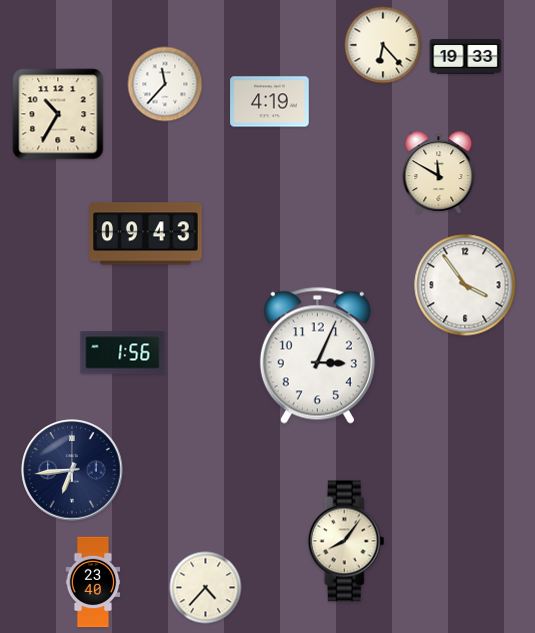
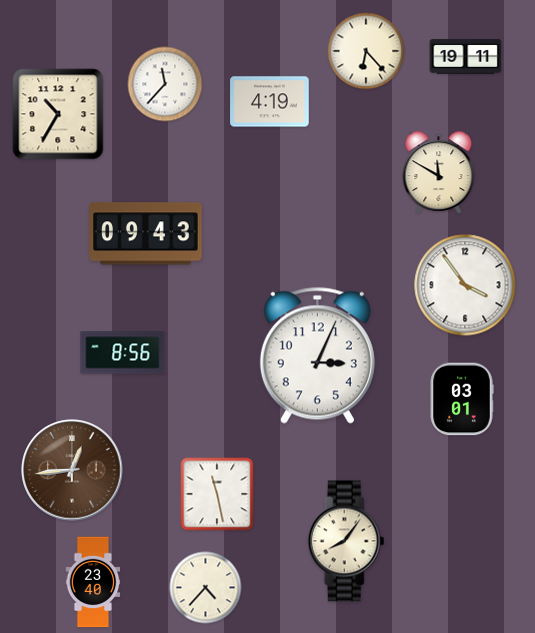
clock at (383, 45) position: (383, 45) -> (366, 51)
clock at (466, 57): 19:33 -> 19:11
clock at (123, 353): 1:56 -> 8:56
clock at (462, 399): none -> 03:01
clock at (72, 470): 6:44 -> 12:44
clock at (72, 470) dial: navy -> brown
clock at (217, 494): none -> 11:28
